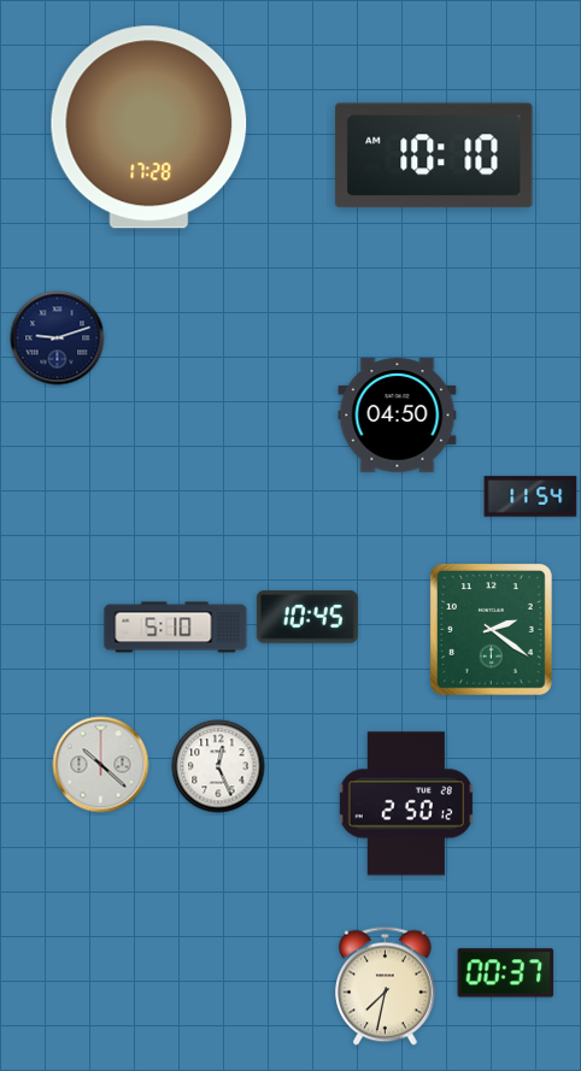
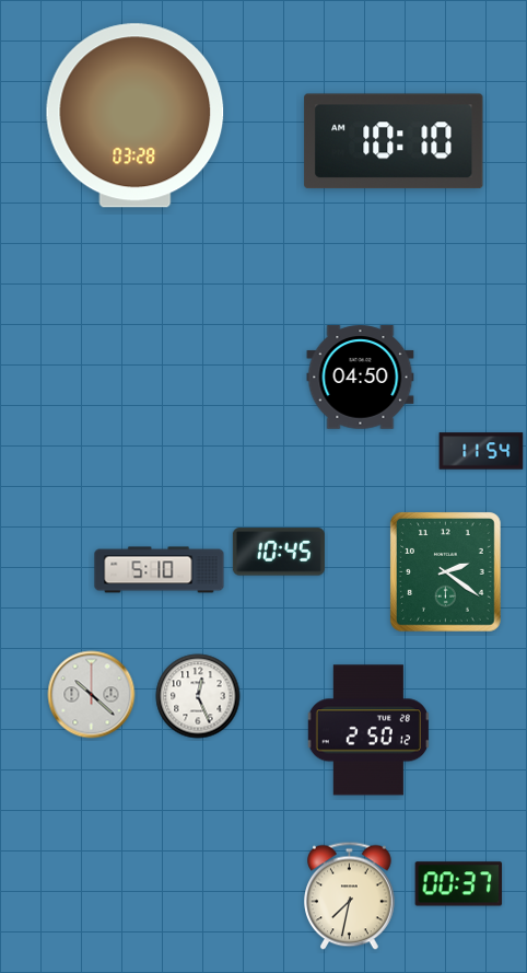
clock at (149, 128): 17:28 -> 03:28
clock at (58, 339): 9:12 -> none
clock at (307, 617) position: (307, 617) -> (279, 552)
